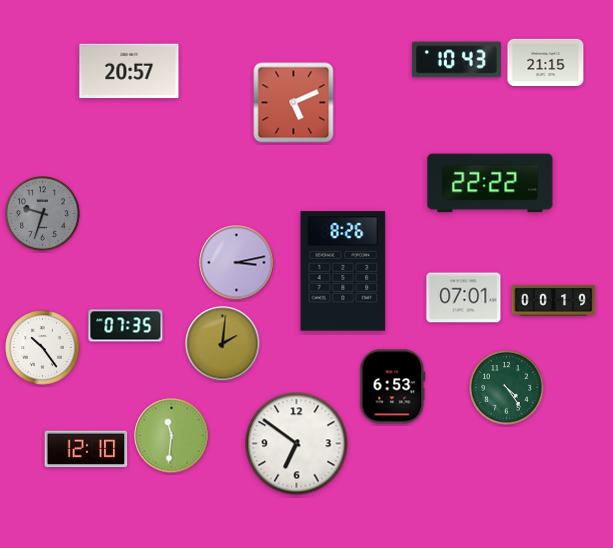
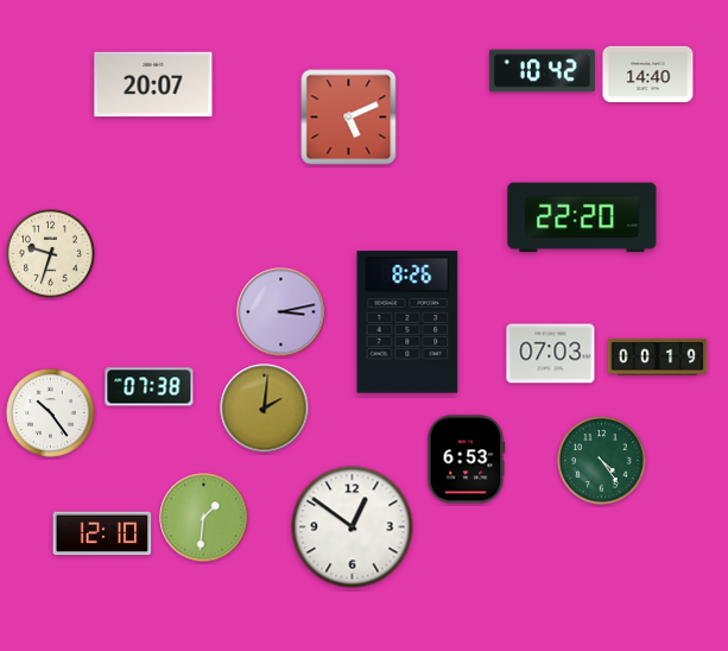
clock at (456, 60): 10:43 -> 10:42
clock at (546, 62): 21:15 -> 14:40
clock at (129, 71): 20:57 -> 20:07
clock at (294, 103) position: (294, 103) -> (349, 118)
clock at (490, 183): 22:22 -> 22:20
clock at (43, 214) dial: grey -> cream
clock at (464, 298): 07:01 -> 07:03
clock at (126, 326): 07:35 -> 07:38
clock at (172, 436): 11:31 -> 1:31
clock at (297, 444): 6:51 -> 12:51
